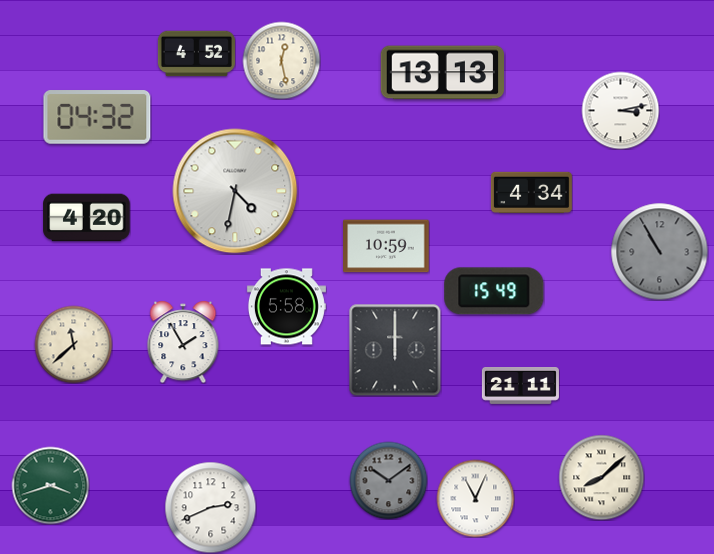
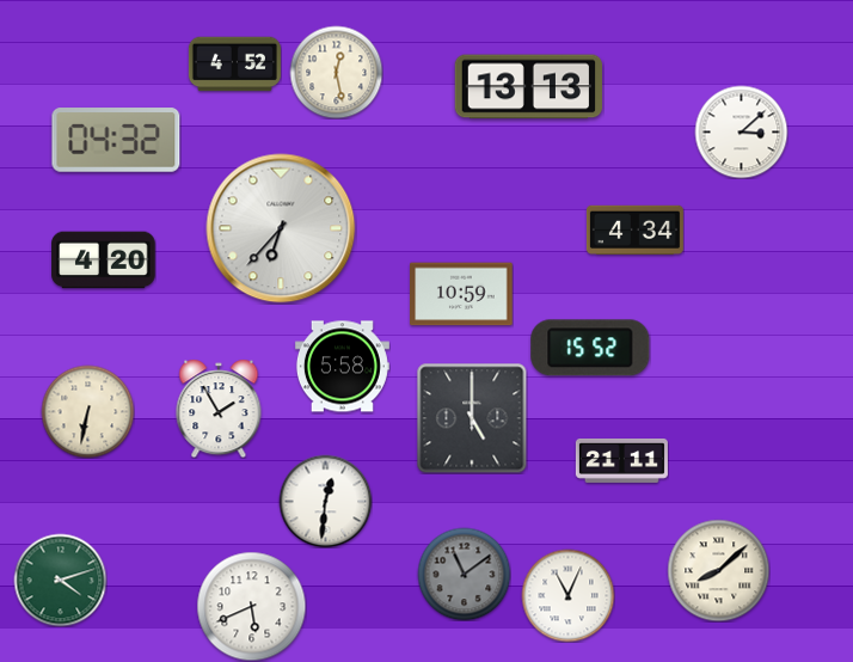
clock at (620, 110): 3:13 -> 3:08
clock at (235, 191): 4:32 -> 6:37
clock at (659, 251): 10:55 -> none
clock at (494, 291): 15:49 -> 15:52
clock at (73, 344): 11:38 -> 6:32
clock at (395, 350): 12:00 -> 5:00
clock at (325, 501): none -> 12:31
clock at (388, 480): 10:09 -> 11:09
clock at (50, 485): 3:42 -> 4:12
clock at (210, 507): 2:41 -> 5:41
